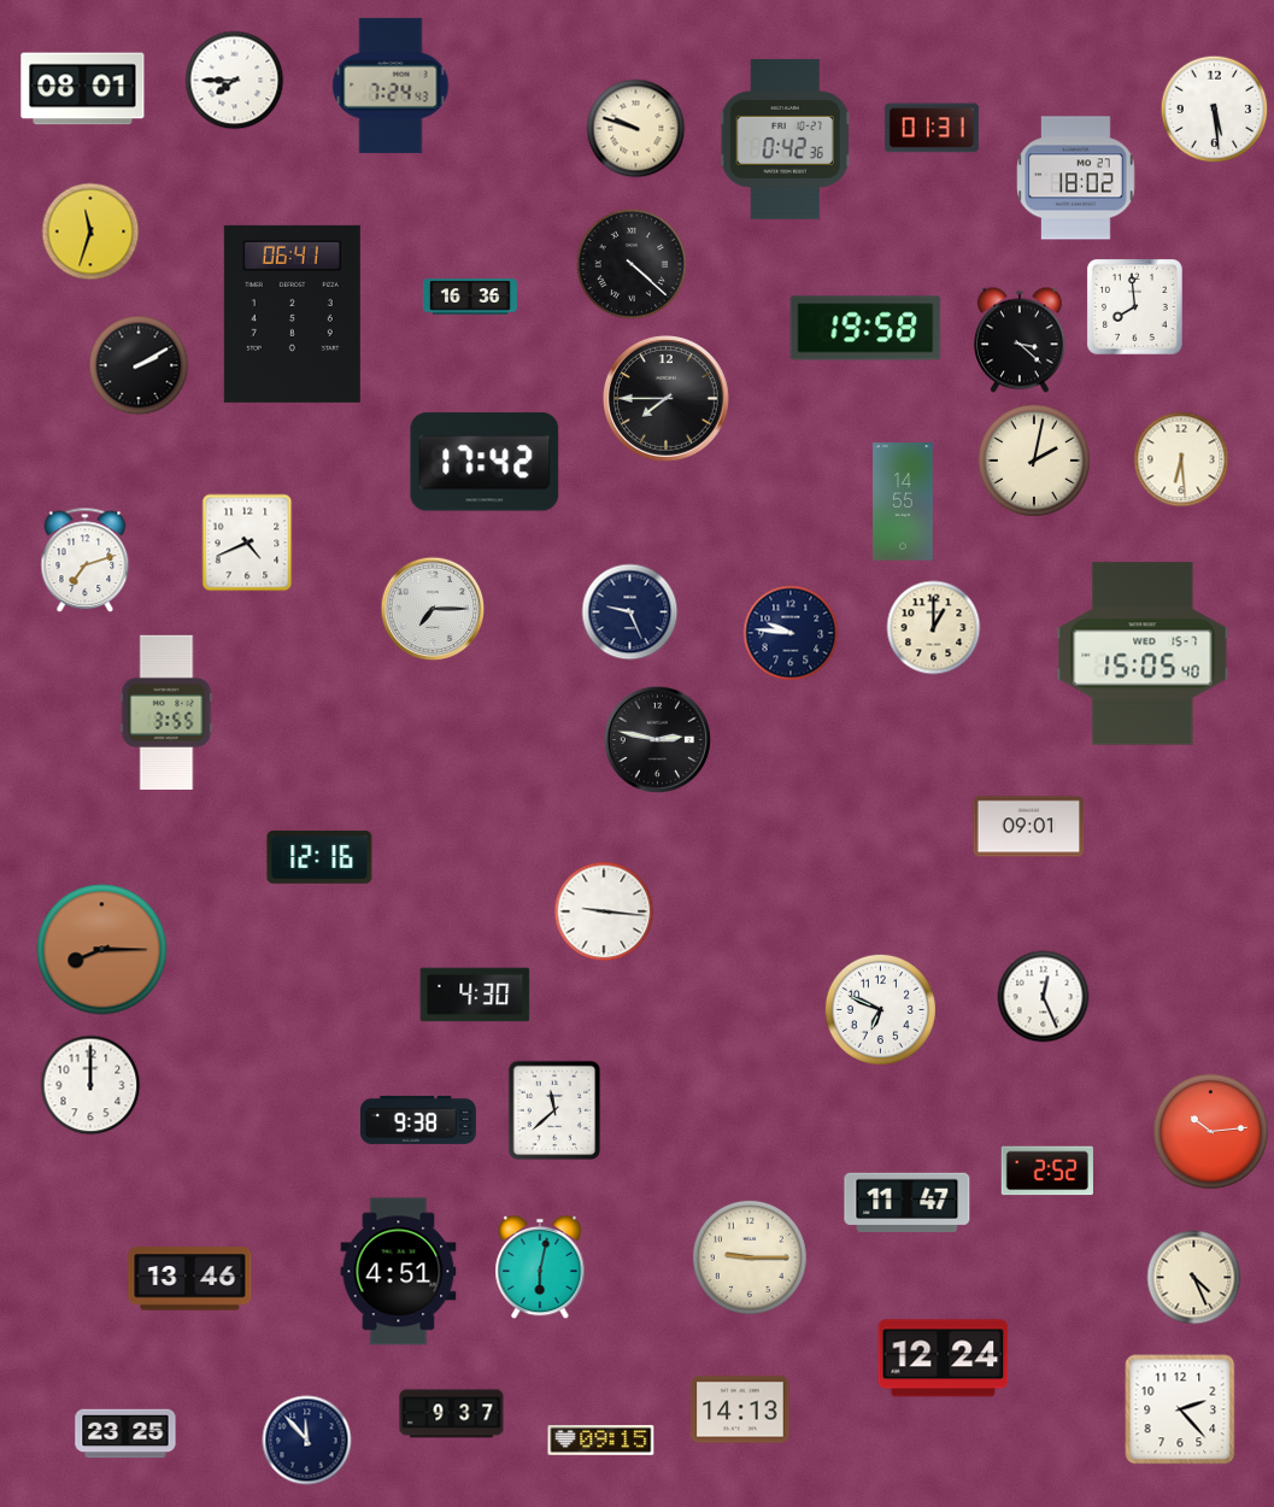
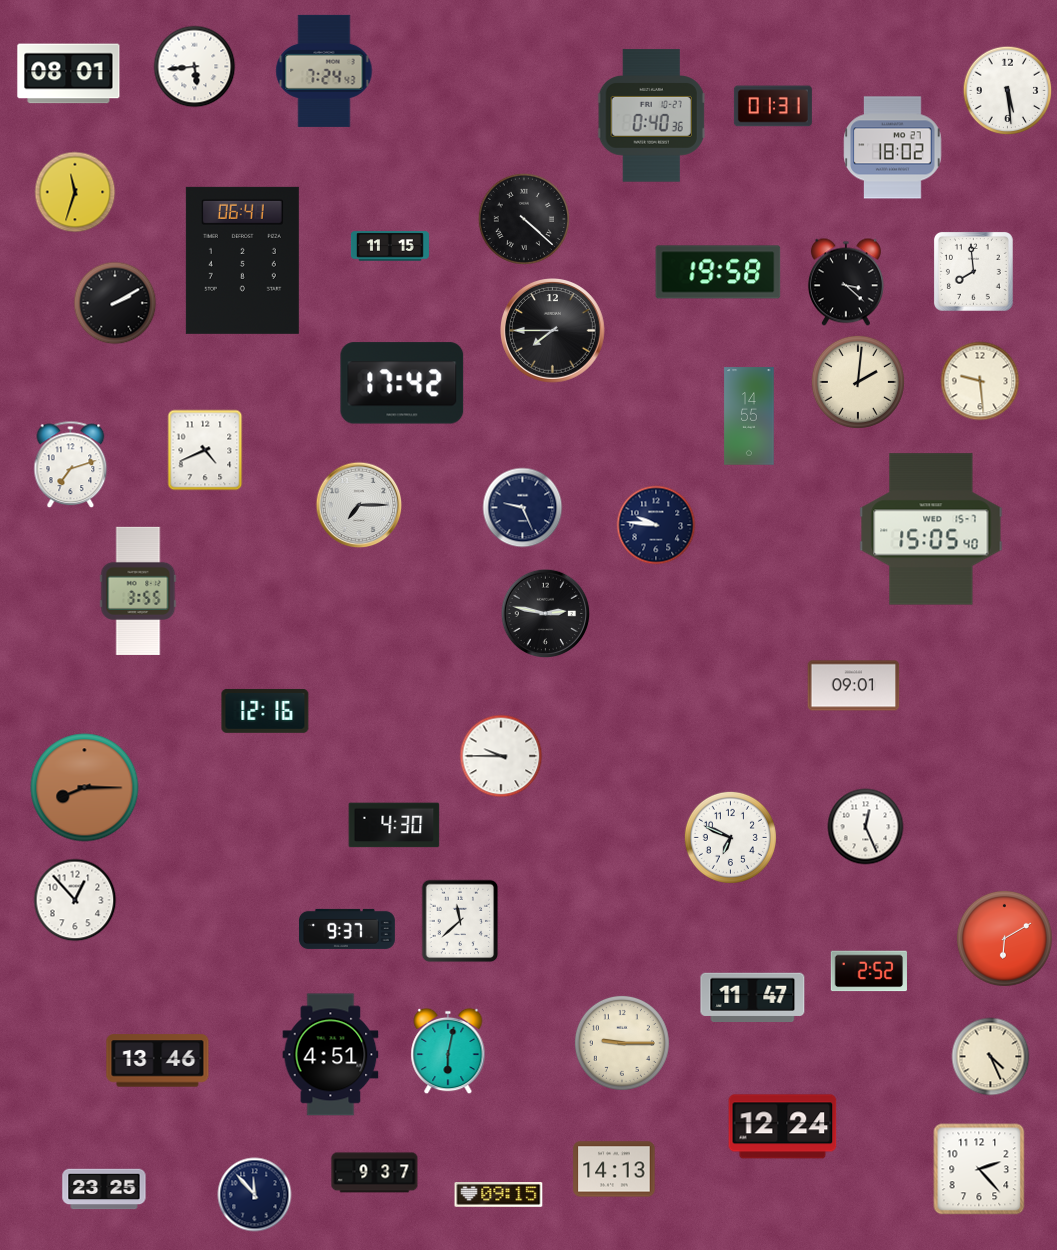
clock at (235, 81): 7:45 -> 5:44
clock at (636, 129): 9:48 -> none
clock at (785, 140): 0:42 -> 0:40
clock at (470, 297): 16:36 -> 11:15
clock at (1134, 306) position: (1134, 306) -> (973, 271)
clock at (1181, 459): 6:29 -> 9:29
clock at (1034, 461): 2:02 -> 2:01
clock at (934, 628): 1:00 -> none
clock at (1143, 653) position: (1143, 653) -> (931, 529)
clock at (604, 911): 9:16 -> 9:45
clock at (90, 1085): 12:00 -> 12:53
clock at (418, 1120): 9:38 -> 9:37
clock at (1210, 1131): 10:14 -> 6:10
clock at (1194, 1278) position: (1194, 1278) -> (991, 1057)
